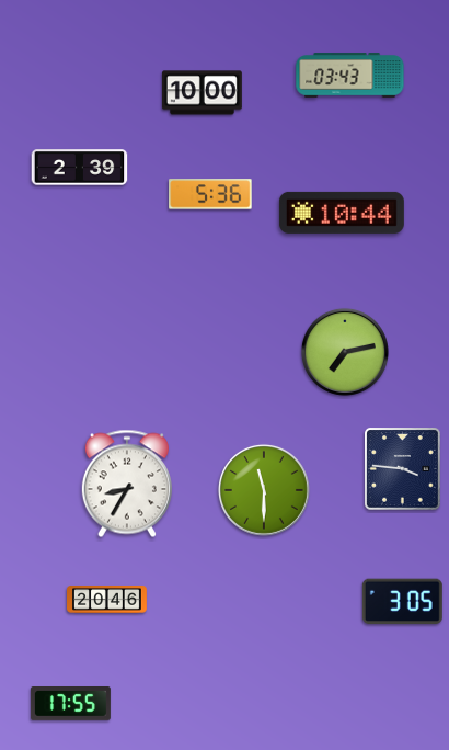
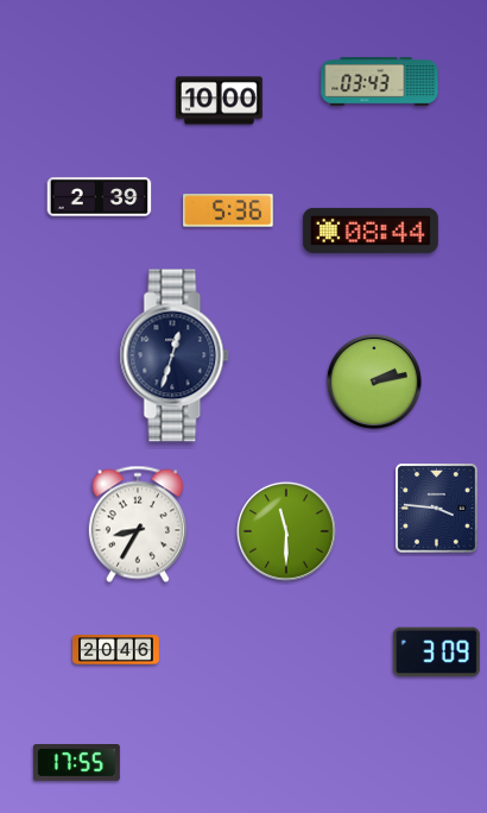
clock at (80, 168) position: (80, 168) -> (100, 197)
clock at (342, 213): 10:44 -> 08:44
clock at (175, 355): none -> 12:33
clock at (345, 352): 7:13 -> 2:13
clock at (402, 602): 3:05 -> 3:09
